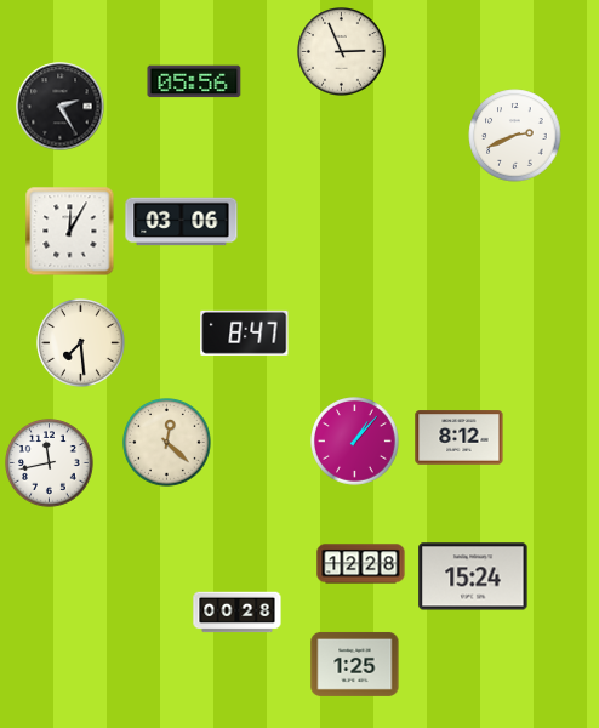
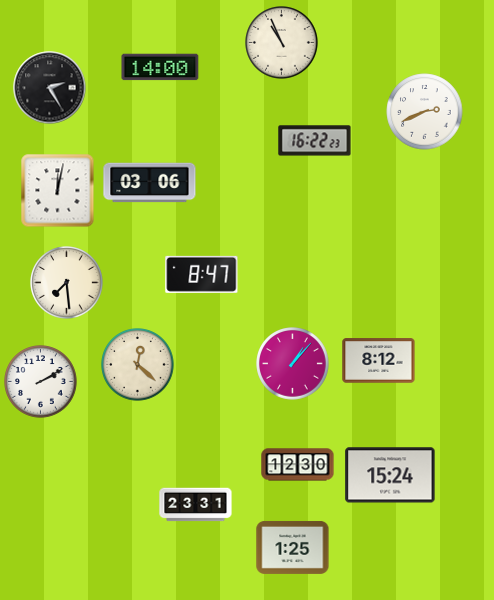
clock at (342, 52): 2:56 -> 10:56
clock at (194, 81): 05:56 -> 14:00
clock at (315, 141): none -> 16:22
clock at (70, 232): 12:05 -> 12:02
clock at (50, 463): 11:43 -> 2:10
clock at (361, 564): 12:28 -> 12:30
clock at (238, 613): 00:28 -> 23:31
